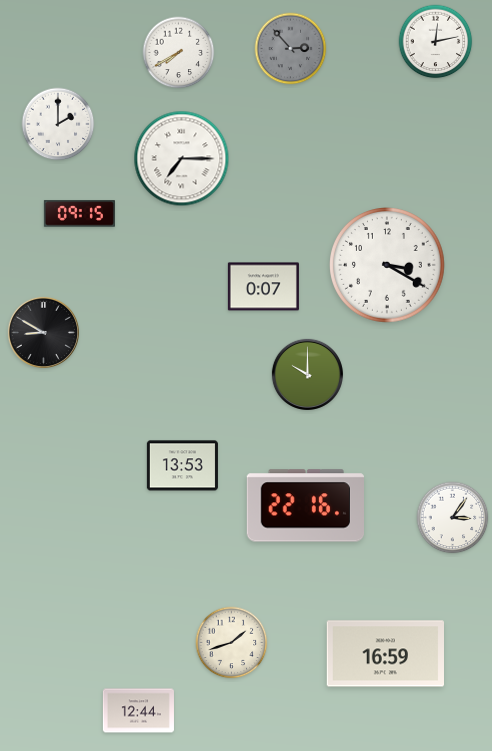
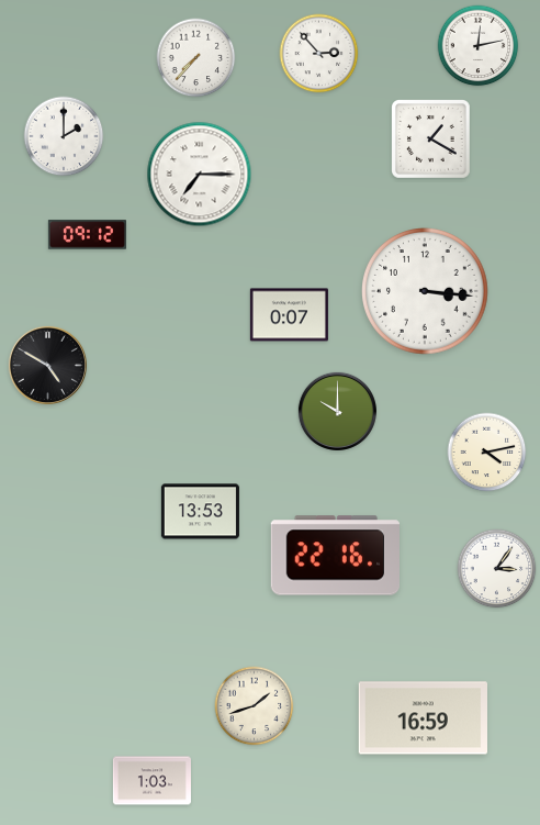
clock at (291, 49) dial: grey -> white
clock at (179, 53): 7:40 -> 7:37
clock at (431, 140): none -> 1:20
clock at (79, 214): 09:15 -> 09:12
clock at (388, 266): 3:20 -> 3:16
clock at (43, 332): 8:50 -> 4:50
clock at (487, 453): none -> 4:13
clock at (138, 711): 12:44 -> 1:03
